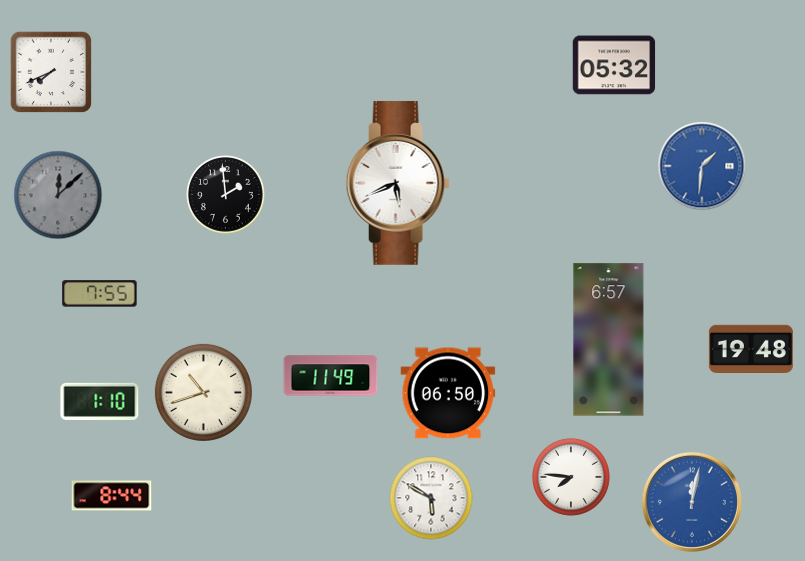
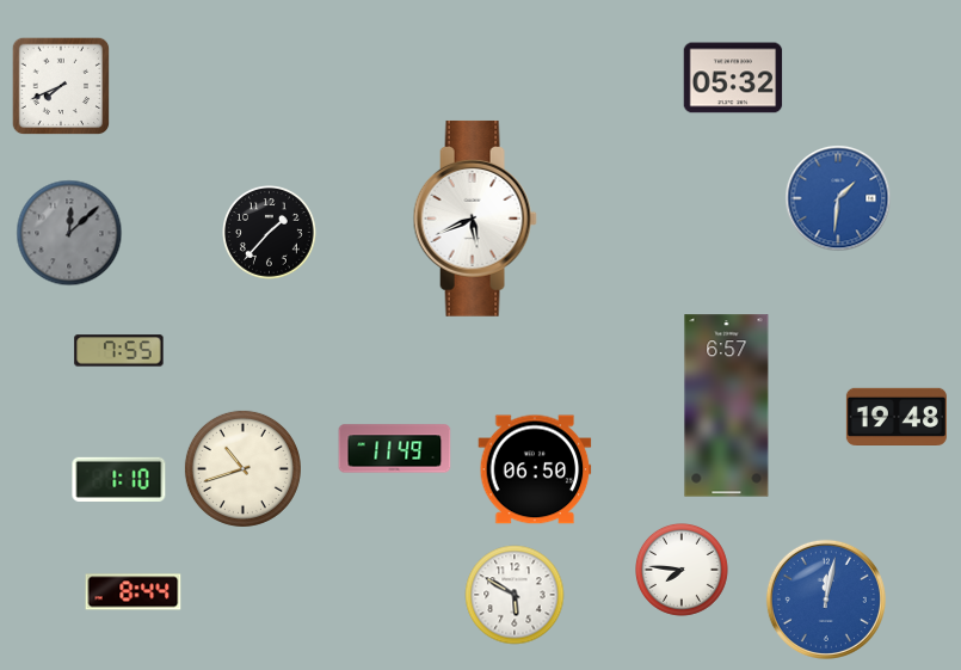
clock at (226, 195): 1:59 -> 1:37
